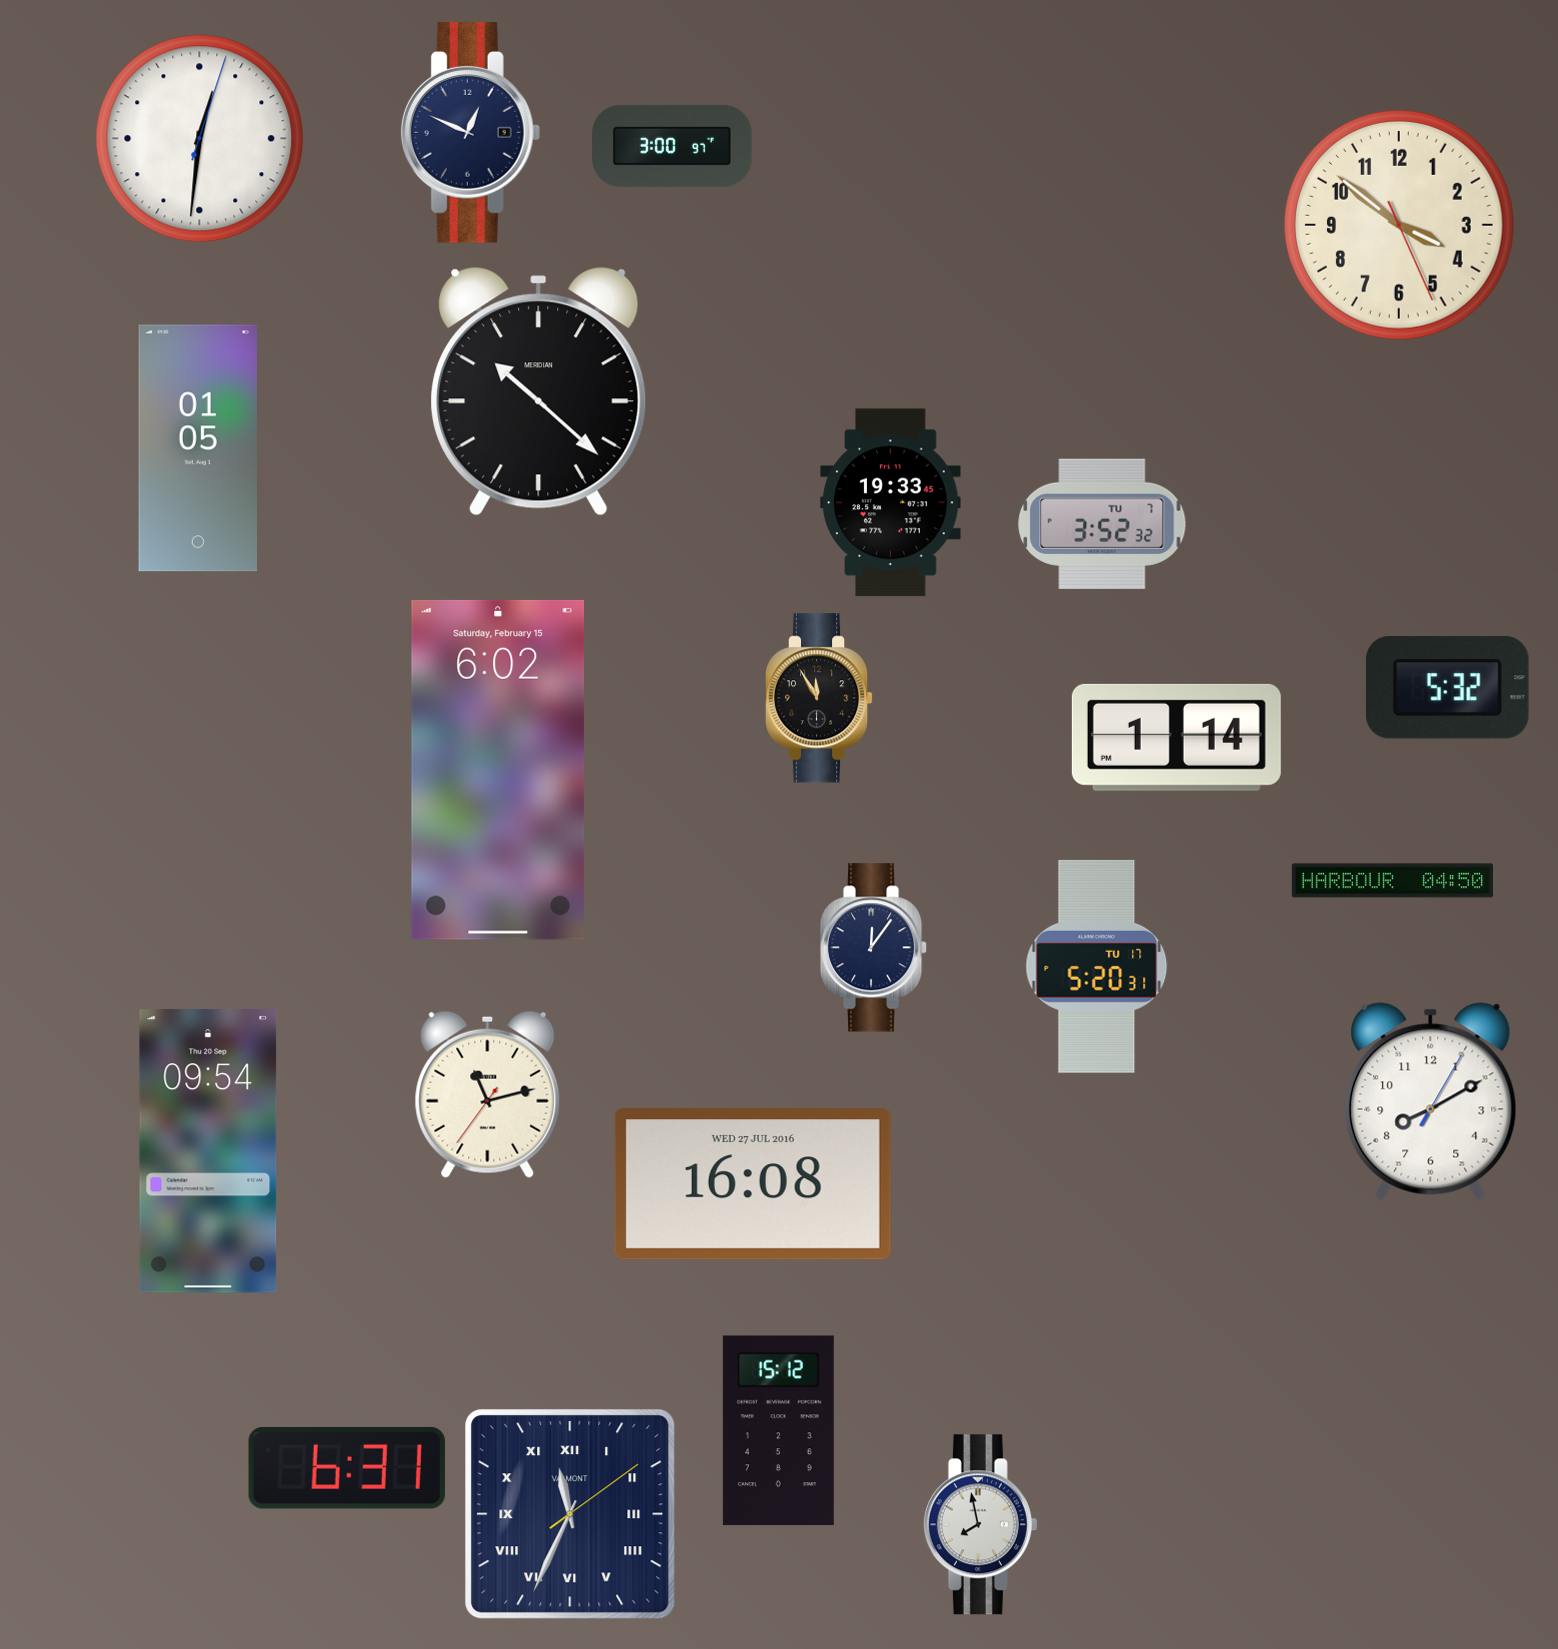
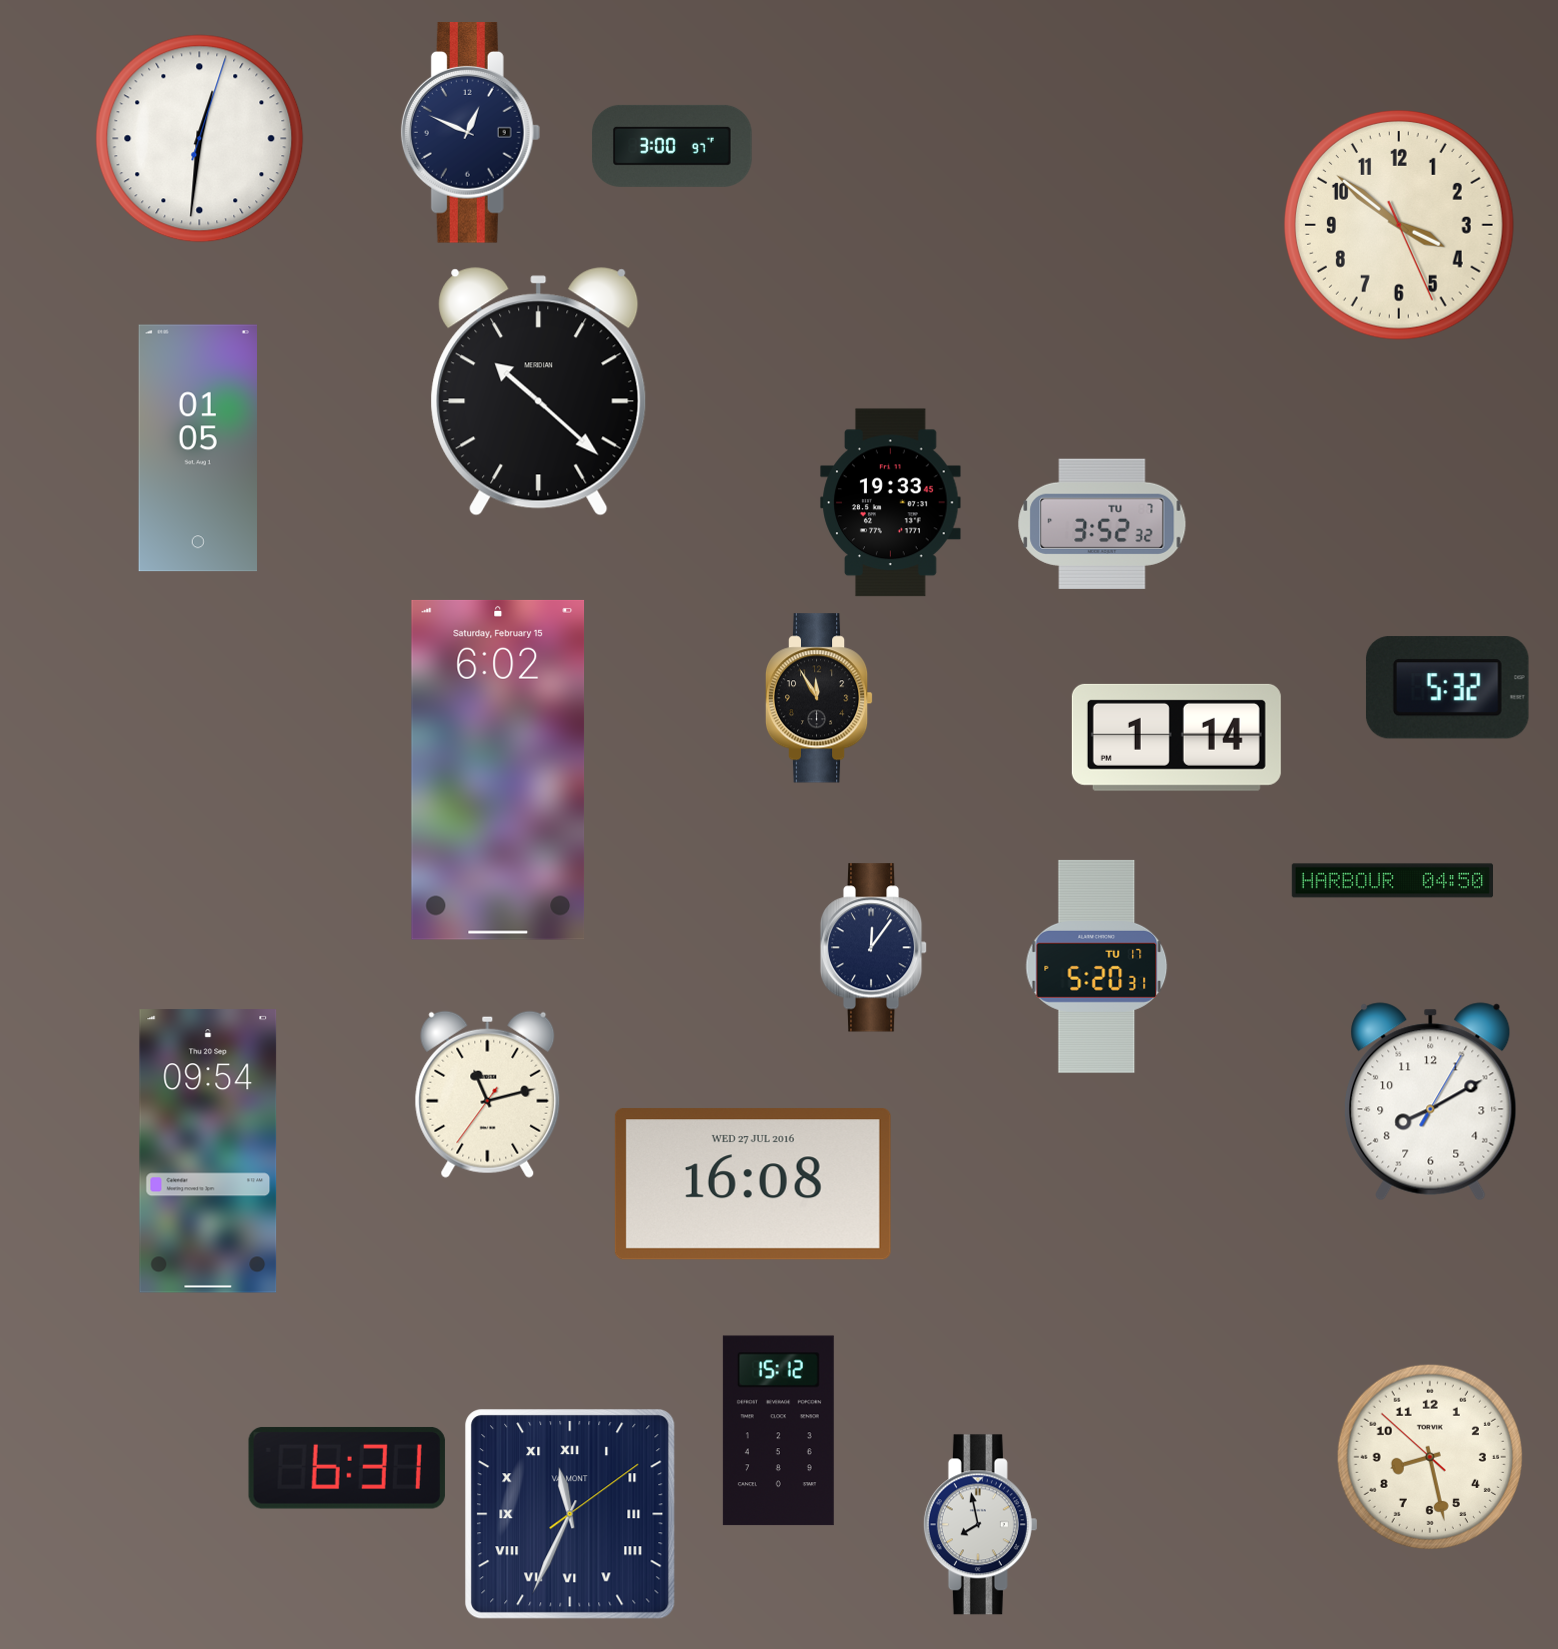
clock at (1430, 1457): none -> 8:27
